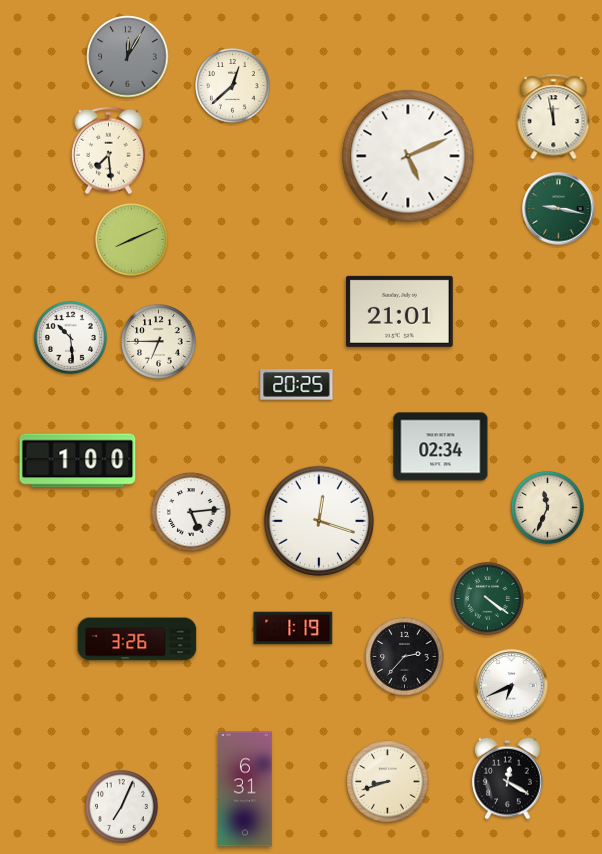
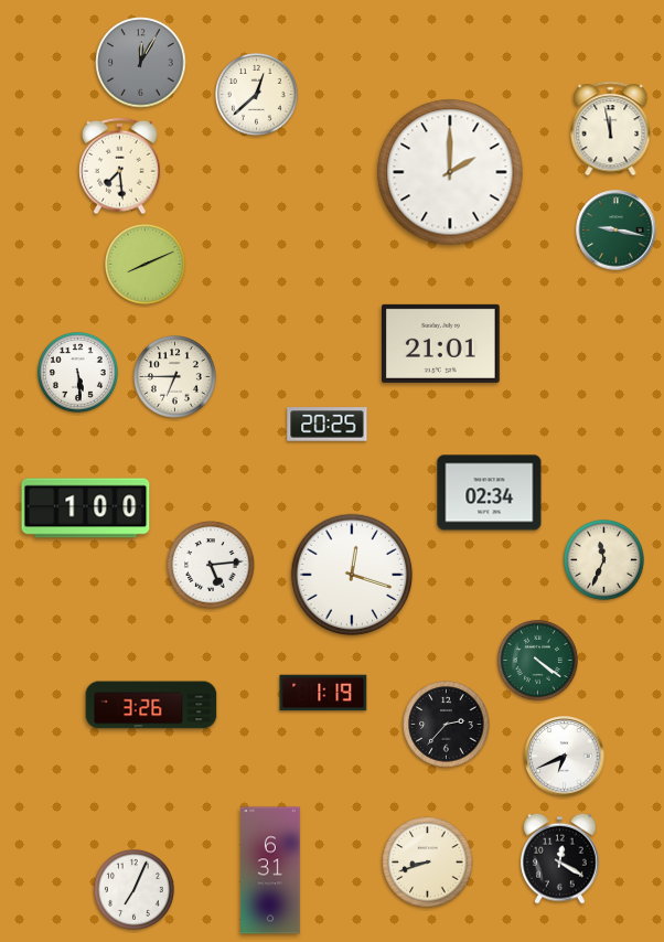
clock at (408, 156): 5:11 -> 2:00
clock at (70, 337): 10:29 -> 5:29
clock at (441, 447) position: (441, 447) -> (490, 493)
